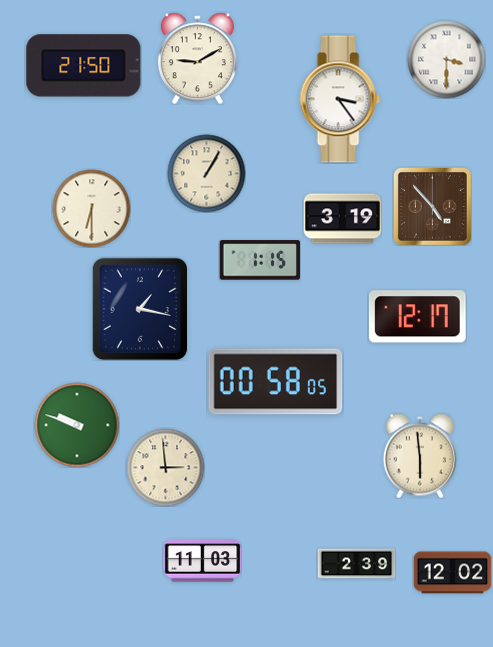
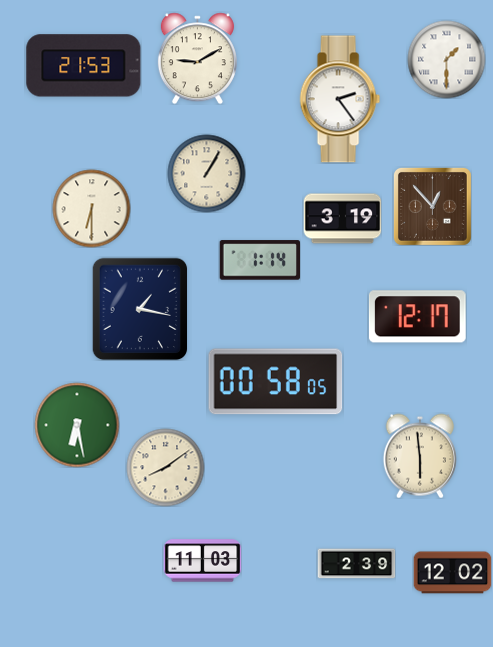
clock at (446, 59): 3:30 -> 1:30
clock at (84, 66): 21:50 -> 21:53
clock at (340, 99): 3:24 -> 2:24
clock at (432, 206): 4:53 -> 12:53
clock at (259, 260): 1:15 -> 1:14
clock at (77, 425): 9:48 -> 6:28
clock at (165, 467): 2:59 -> 8:09
